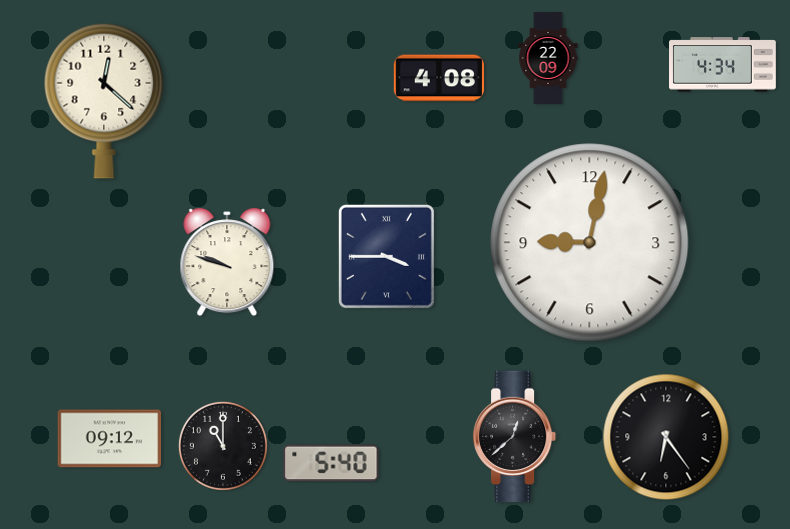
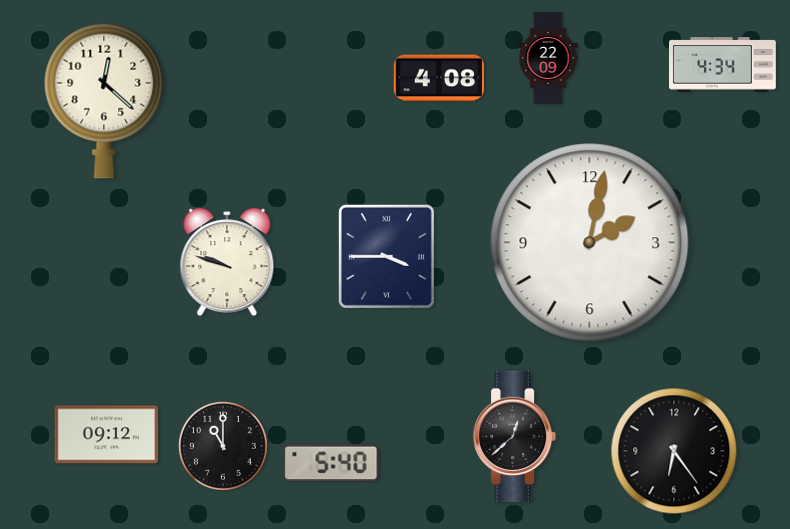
clock at (590, 243): 9:02 -> 2:02
clock at (666, 437) position: (666, 437) -> (674, 451)
clock at (110, 439) position: (110, 439) -> (107, 435)
